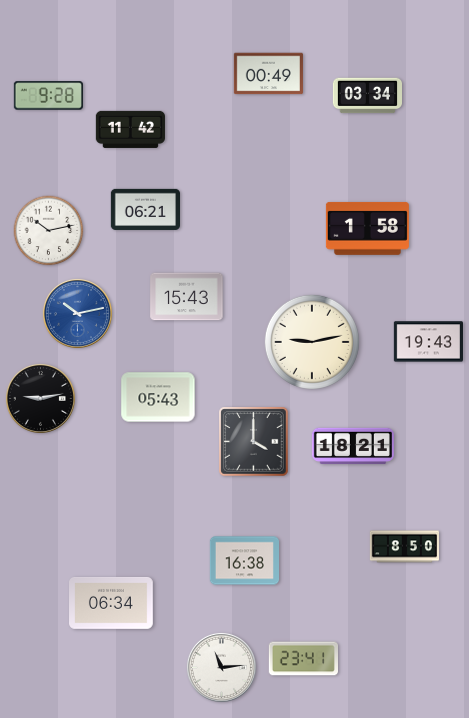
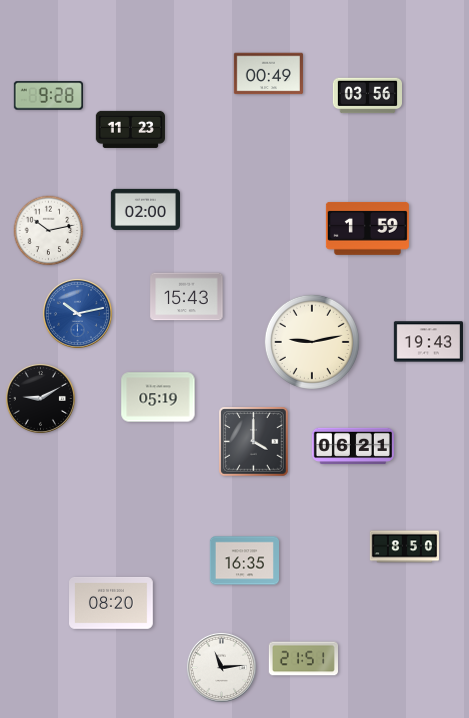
clock at (367, 96): 03:34 -> 03:56
clock at (130, 129): 11:42 -> 11:23
clock at (145, 209): 06:21 -> 02:00
clock at (367, 228): 1:58 -> 1:59
clock at (158, 397): 05:43 -> 05:19
clock at (40, 398): 9:13 -> 9:10
clock at (353, 446): 18:21 -> 06:21
clock at (244, 561): 16:38 -> 16:35
clock at (112, 603): 06:34 -> 08:20
clock at (303, 659): 23:41 -> 21:51
